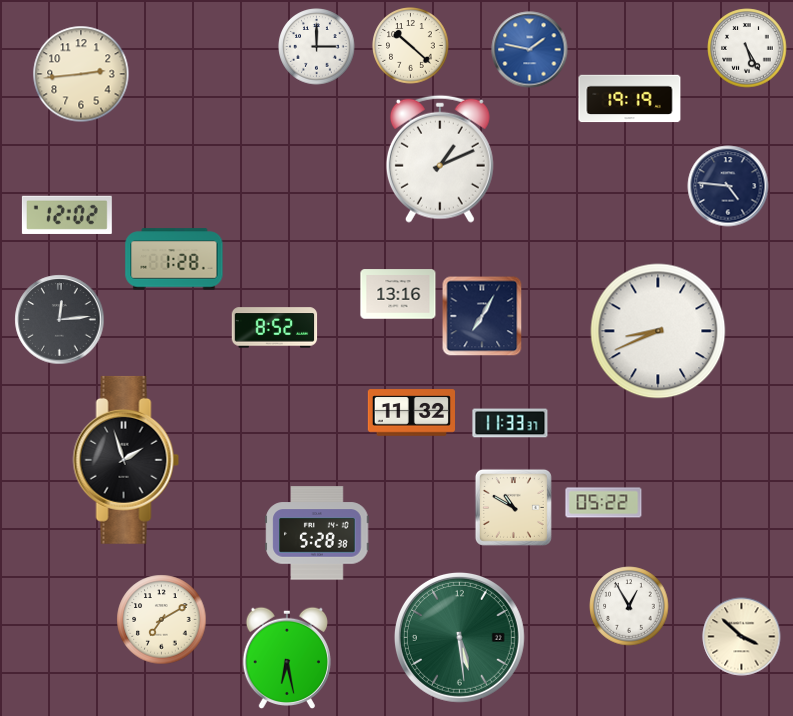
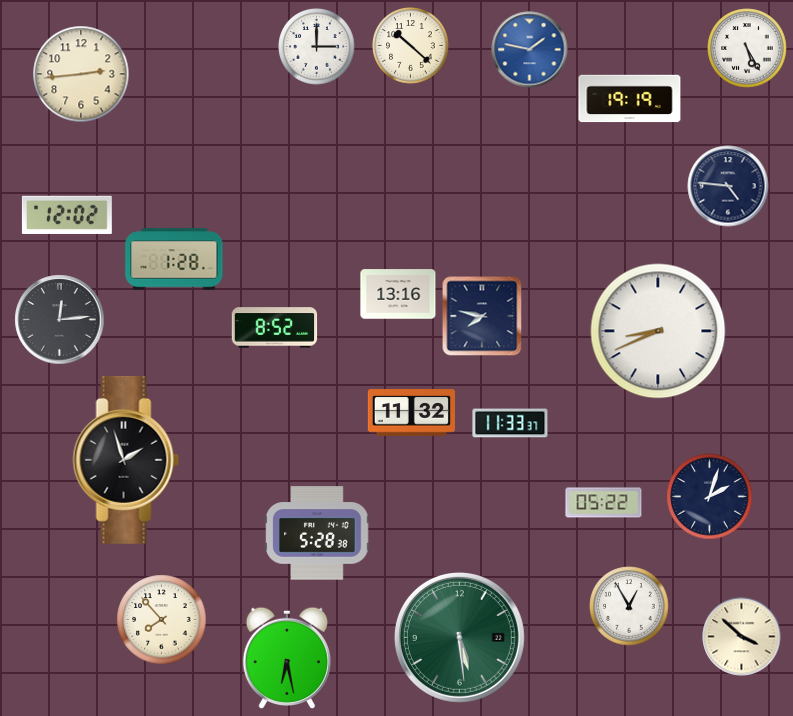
clock at (440, 159): 1:11 -> none
clock at (482, 316): 7:05 -> 7:47
clock at (710, 497): none -> 2:03
clock at (513, 507): 10:50 -> none
clock at (162, 620): 7:10 -> 7:53
